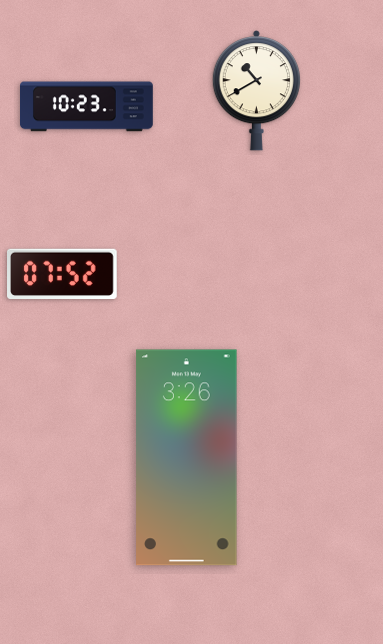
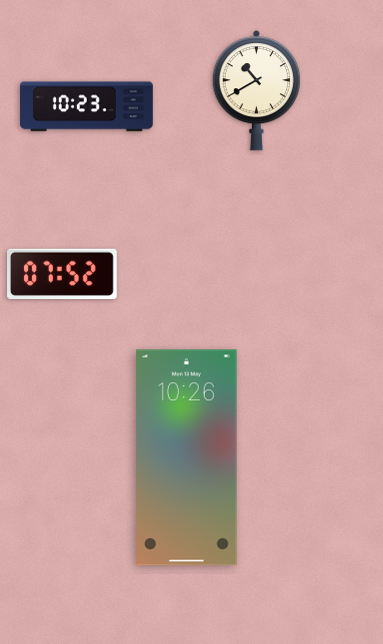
clock at (187, 458): 3:26 -> 10:26
